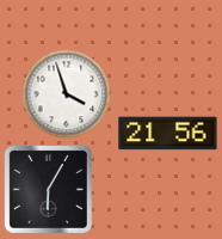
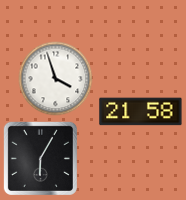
clock at (168, 134): 21:56 -> 21:58
